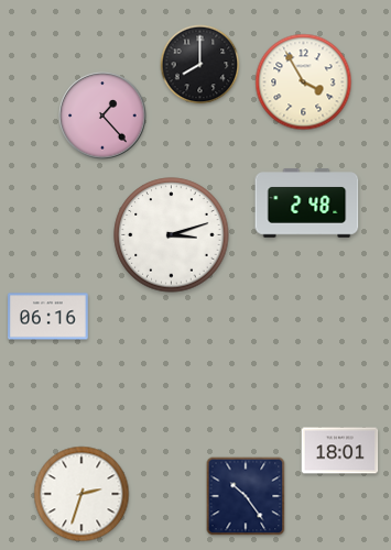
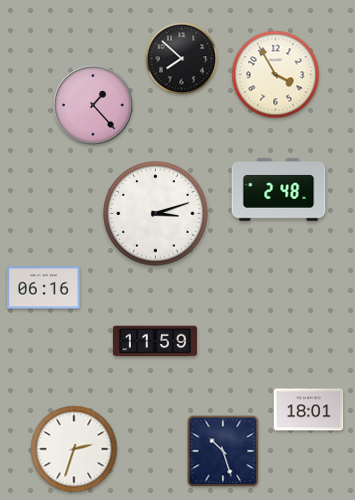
clock at (200, 65): 8:00 -> 7:52
clock at (307, 204) position: (307, 204) -> (279, 190)
clock at (155, 341): none -> 11:59
clock at (246, 496): 10:24 -> 10:27
